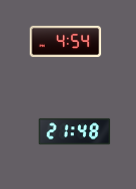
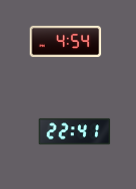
clock at (75, 132): 21:48 -> 22:41
